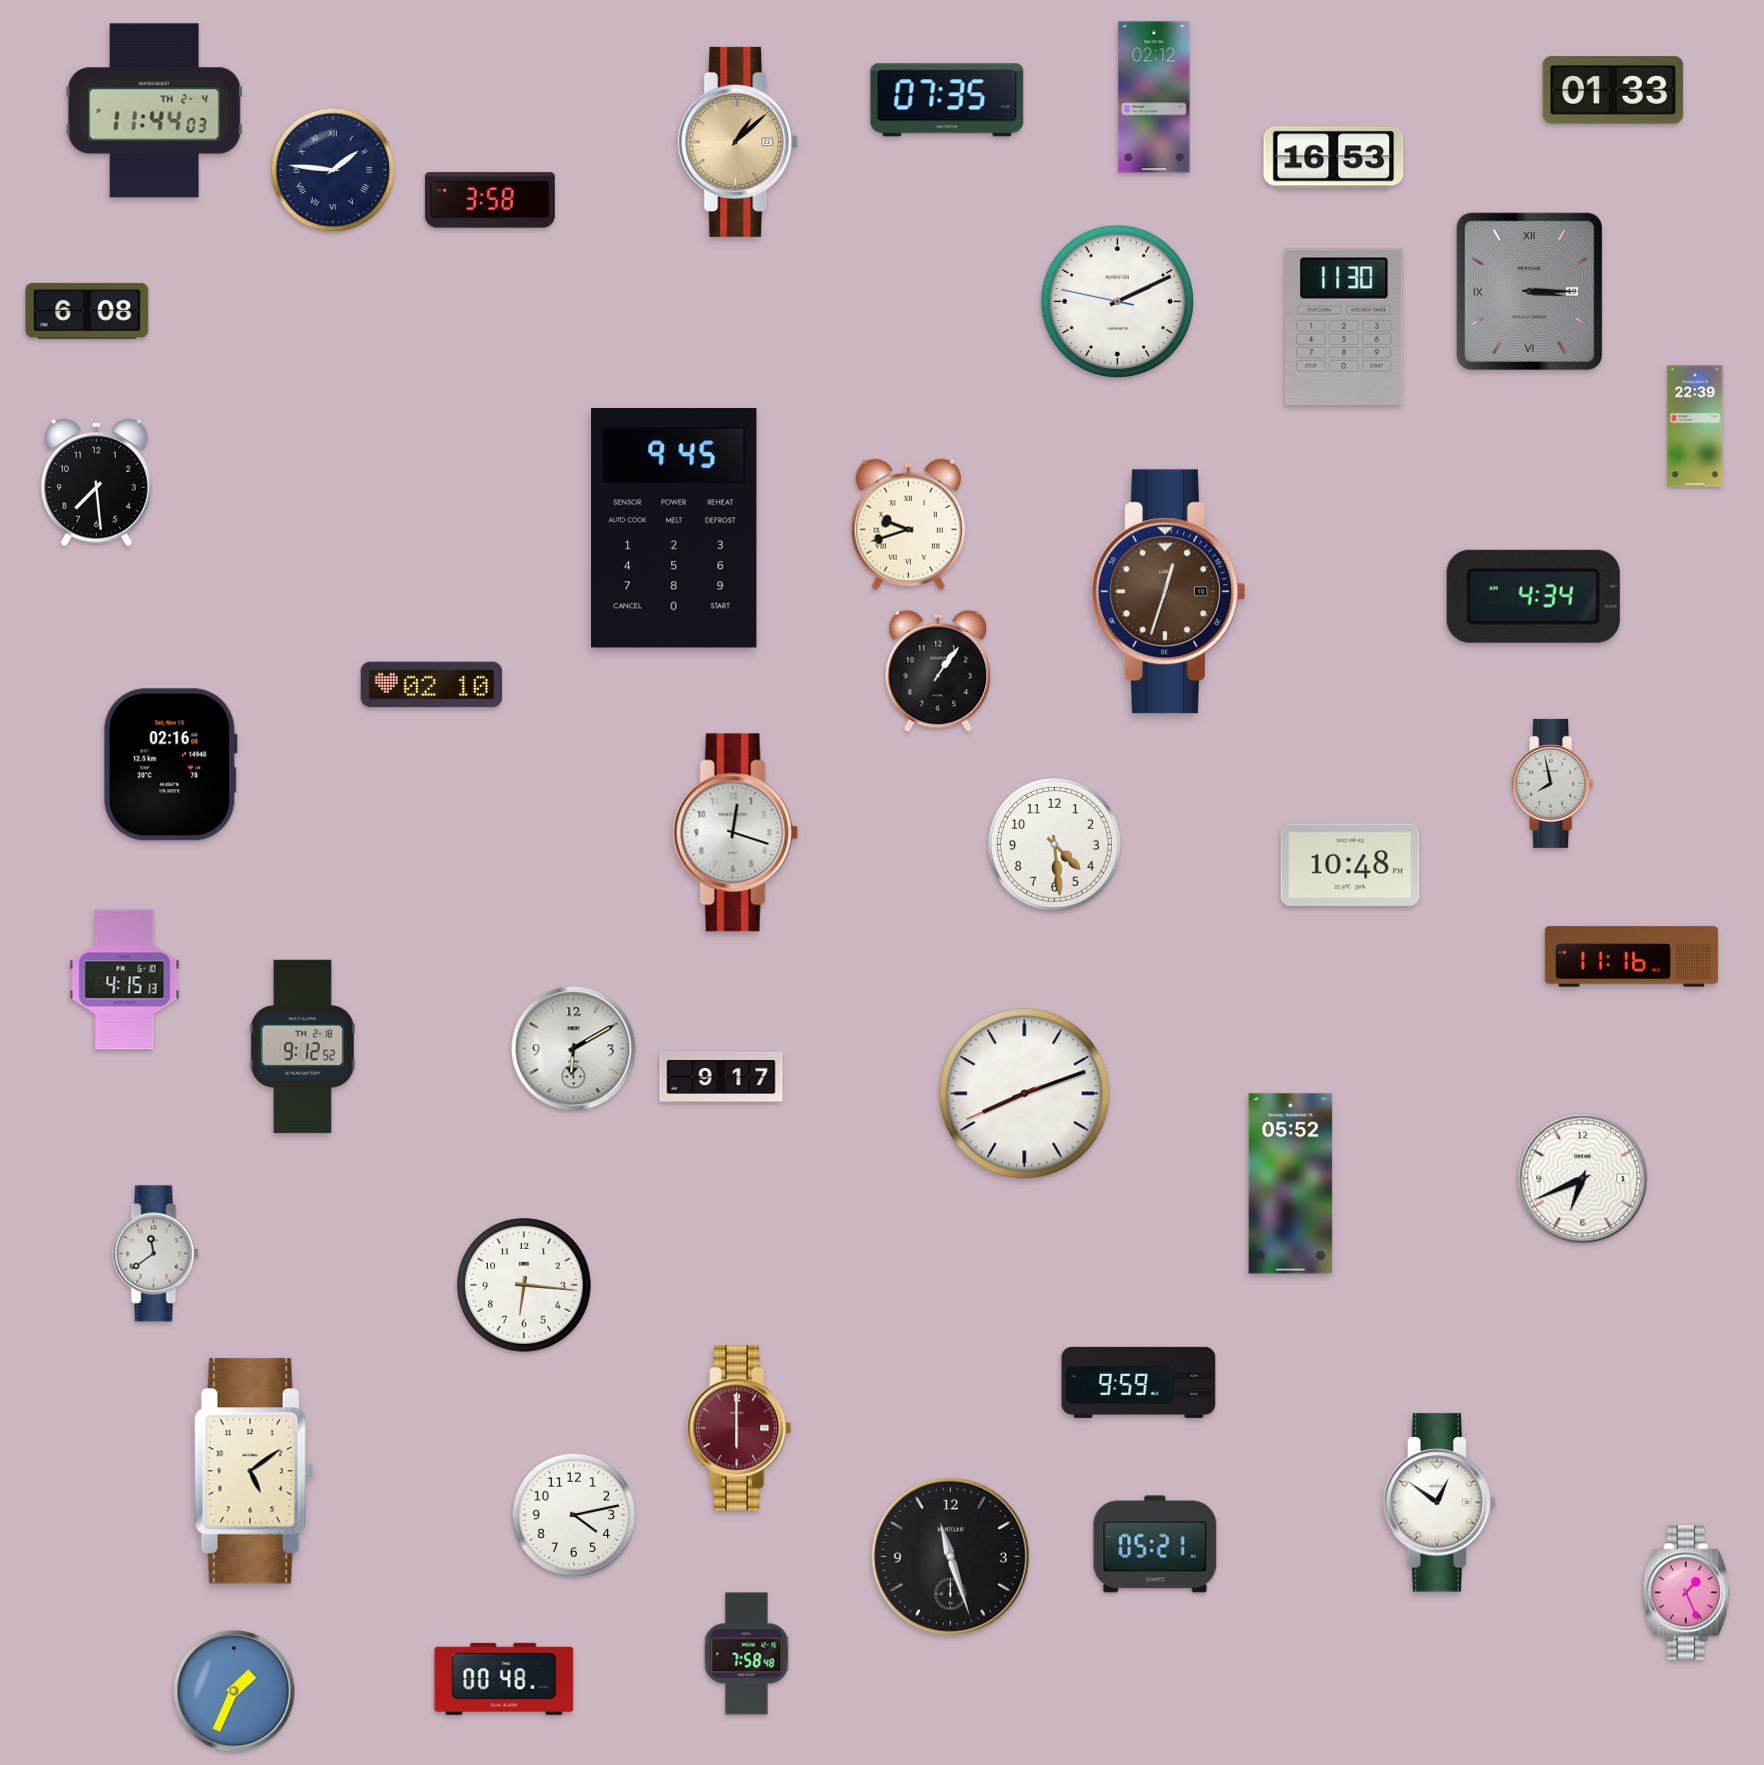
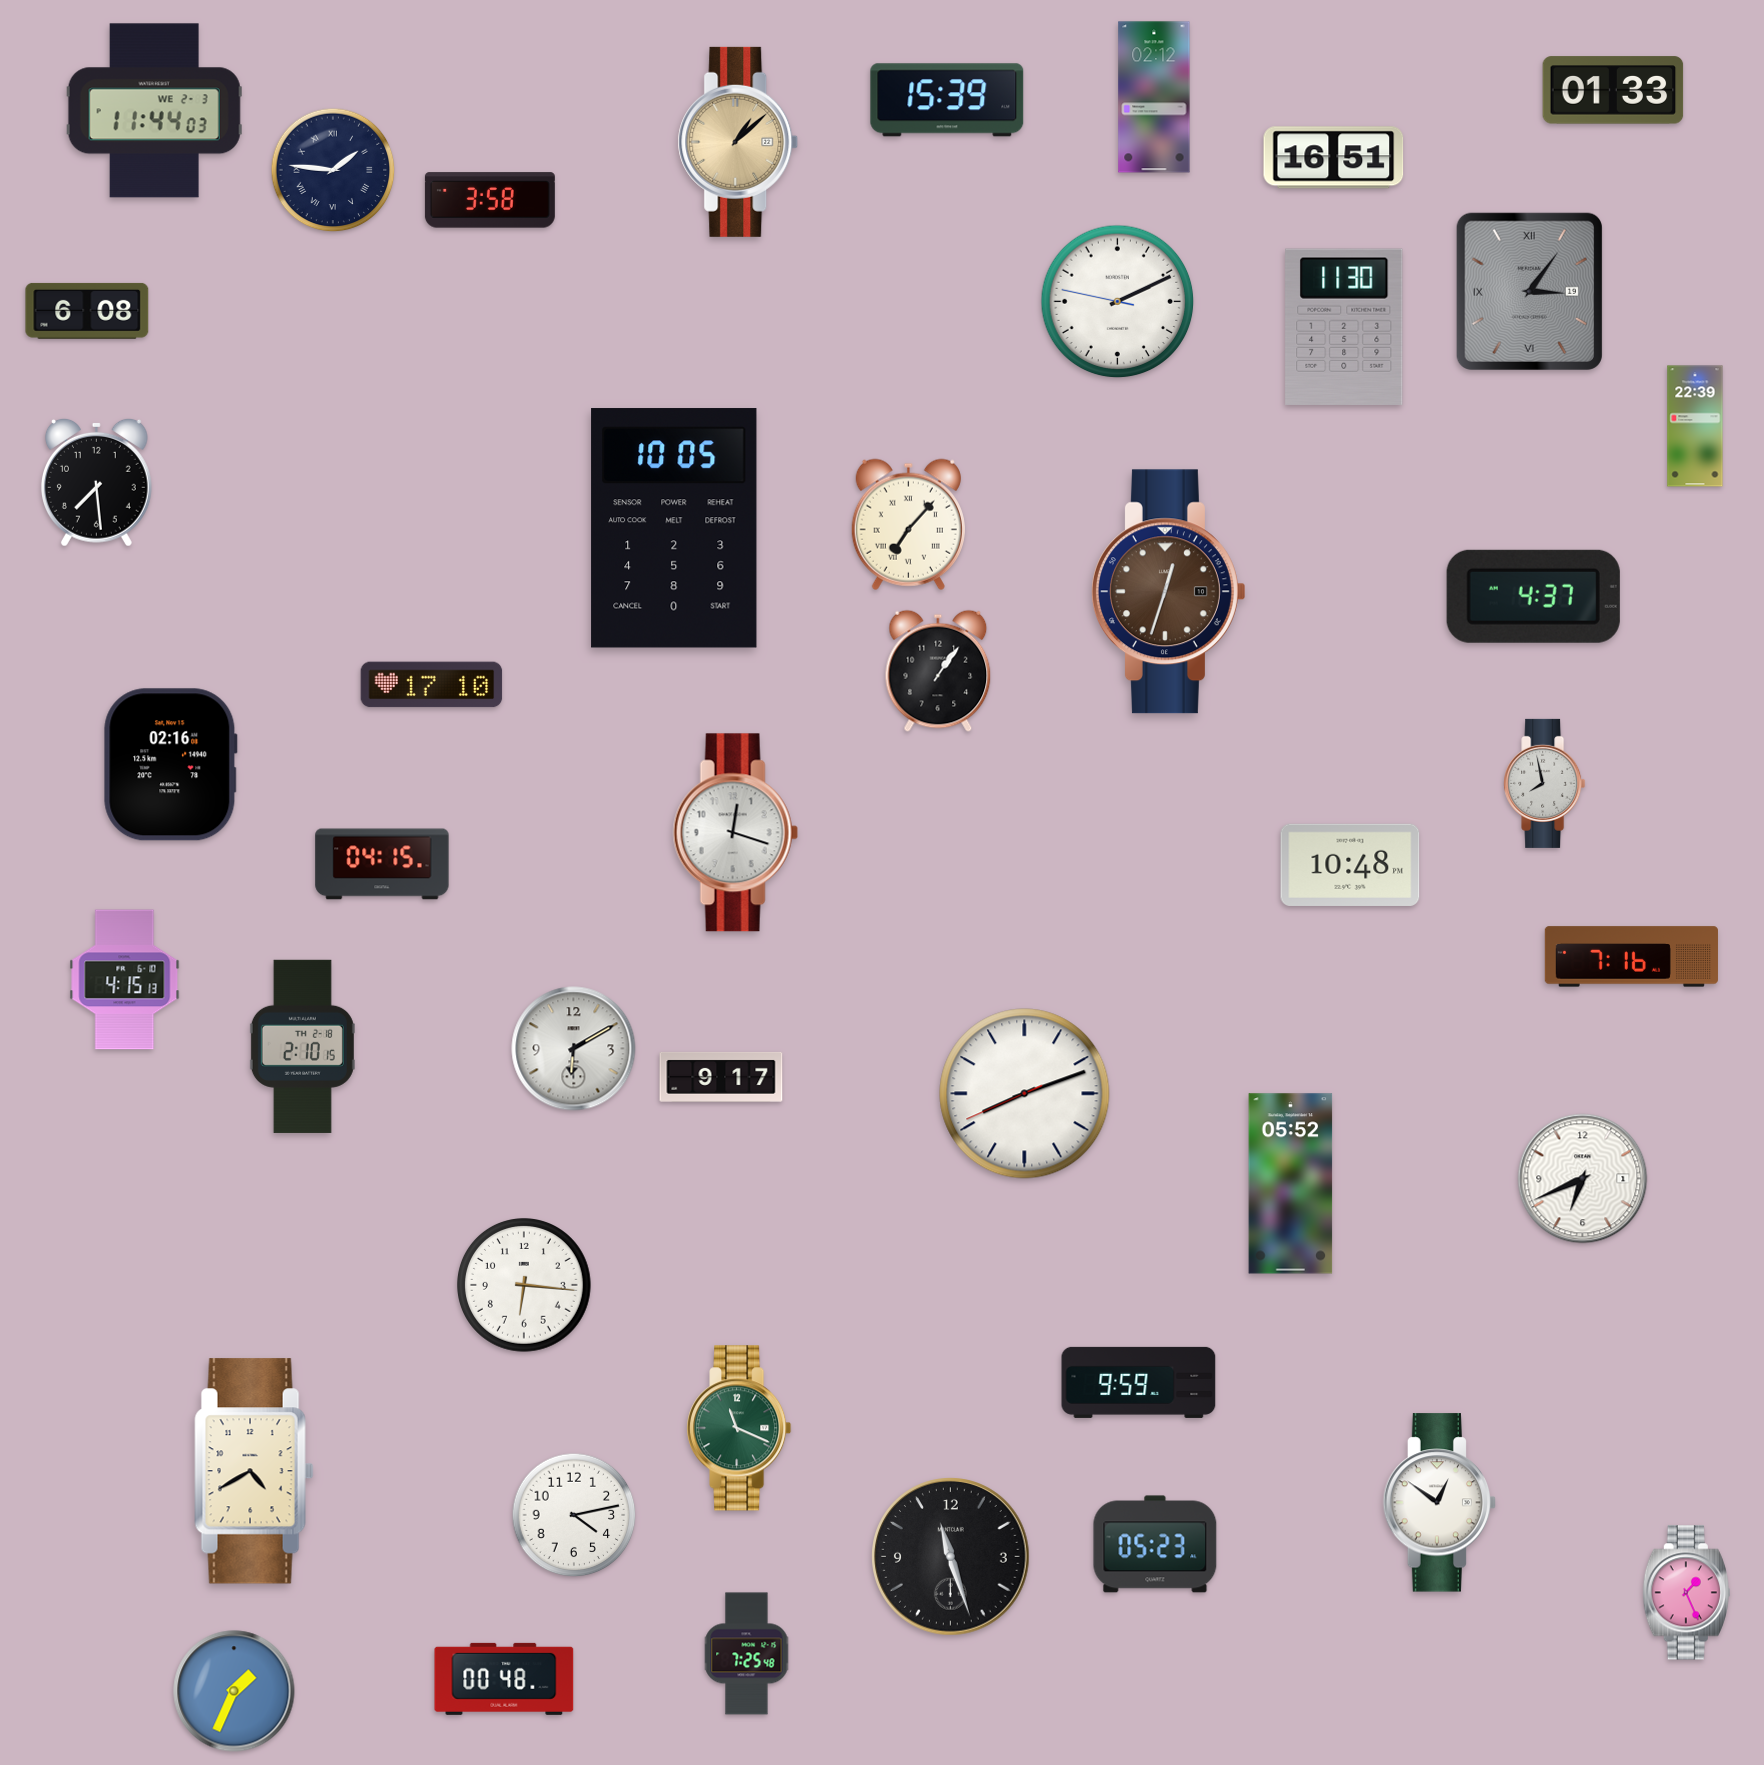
clock at (947, 100): 07:35 -> 15:39
clock at (154, 111) date: TH 2-4 -> WE 2-3
clock at (1334, 158): 16:53 -> 16:51
clock at (1529, 291): 3:15 -> 3:06
clock at (908, 524): 9:42 -> 7:07
clock at (674, 528): 9:45 -> 10:05
clock at (1533, 596): 4:34 -> 4:37
clock at (432, 685): 02:10 -> 17:10
clock at (1553, 783) position: (1553, 783) -> (1545, 783)
clock at (1054, 844): 4:29 -> none
clock at (382, 864): none -> 04:15
clock at (1631, 957): 11:16 -> 7:16
clock at (302, 1046): 9:12 -> 2:10
clock at (156, 1254): 11:39 -> none
clock at (740, 1428): 6:00 -> 11:19
clock at (740, 1428) dial: burgundy -> green
clock at (254, 1471): 5:09 -> 4:40
clock at (1155, 1544): 05:21 -> 05:23
clock at (747, 1654): 7:58 -> 7:25
